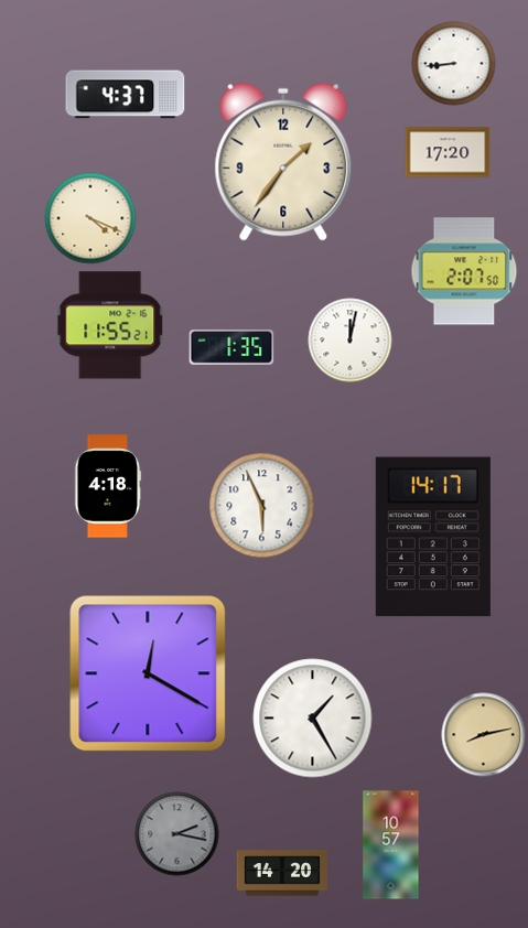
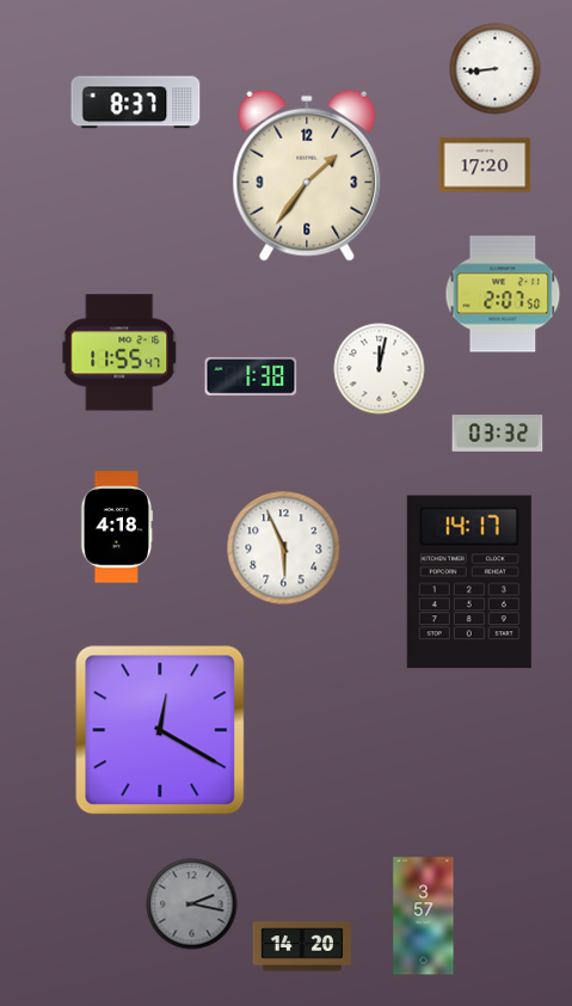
clock at (454, 64) position: (454, 64) -> (496, 69)
clock at (126, 95): 4:37 -> 8:37
clock at (90, 218): 4:19 -> none
clock at (110, 325): 11:55:21 -> 11:55:47
clock at (231, 347): 1:35 -> 1:38
clock at (498, 434): none -> 03:32
clock at (313, 719): 1:25 -> none
clock at (484, 735): 8:13 -> none
clock at (391, 845): 10:57 -> 3:57
clock at (281, 873) position: (281, 873) -> (301, 946)
